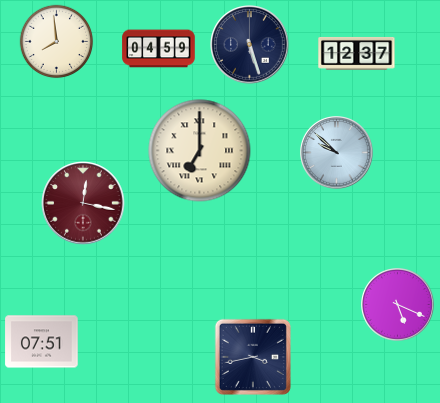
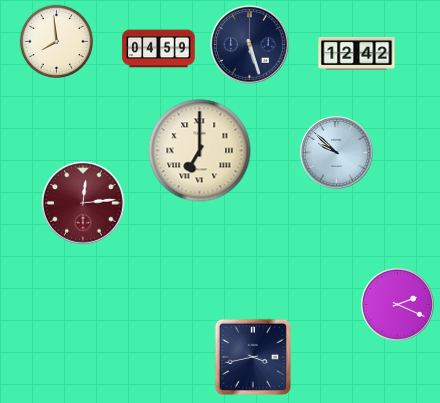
clock at (357, 53): 12:37 -> 12:42
clock at (83, 203): 12:17 -> 12:14
clock at (398, 305): 5:19 -> 2:19
clock at (42, 342): 07:51 -> none
